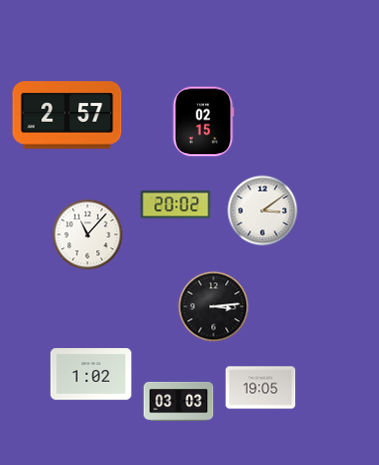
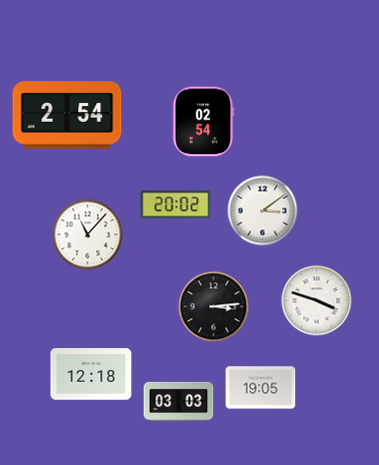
clock at (67, 115): 2:57 -> 2:54
clock at (203, 122): 02:15 -> 02:54
clock at (317, 301): none -> 3:48
clock at (91, 374): 1:02 -> 12:18
